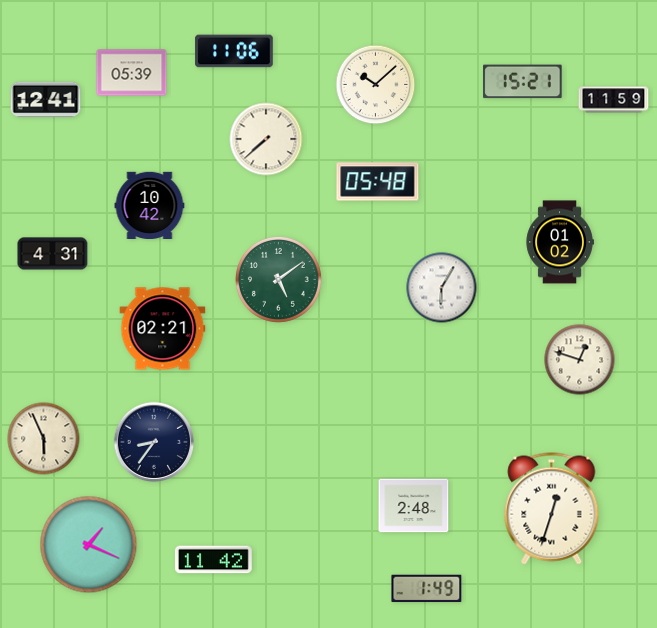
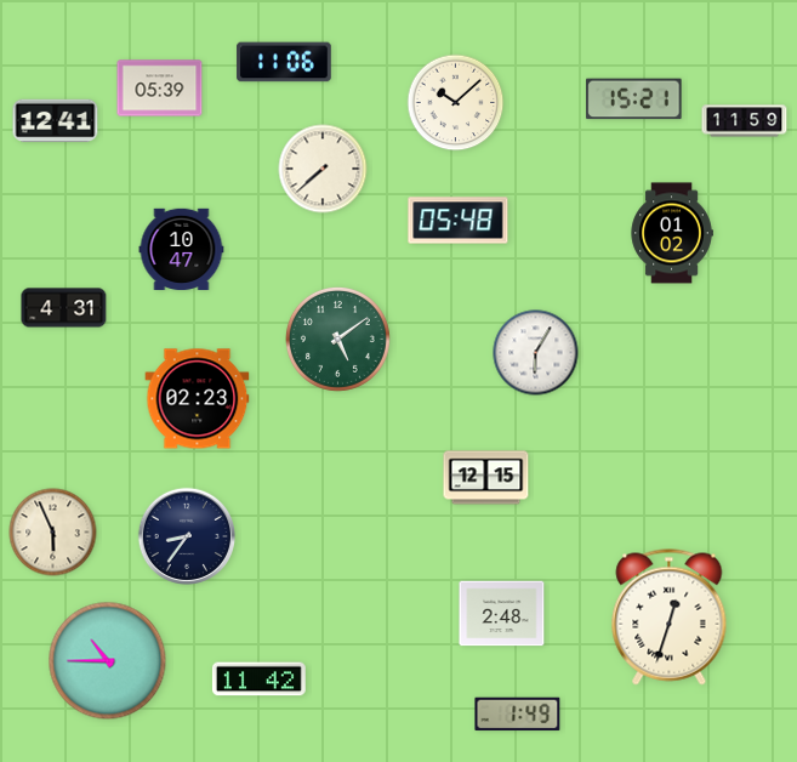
clock at (150, 206): 10:42 -> 10:47
clock at (560, 242) position: (560, 242) -> (672, 233)
clock at (442, 288) position: (442, 288) -> (536, 353)
clock at (163, 329): 02:21 -> 02:23
clock at (580, 360): 12:48 -> none
clock at (486, 478): none -> 12:15
clock at (89, 545): 1:19 -> 10:45
